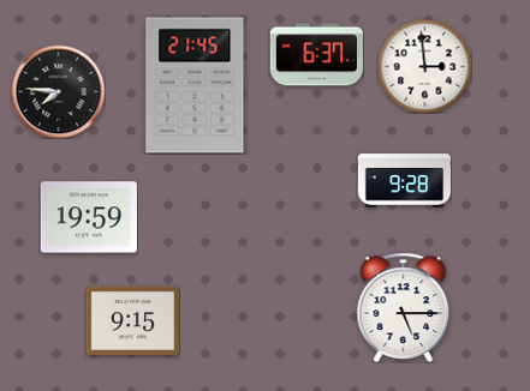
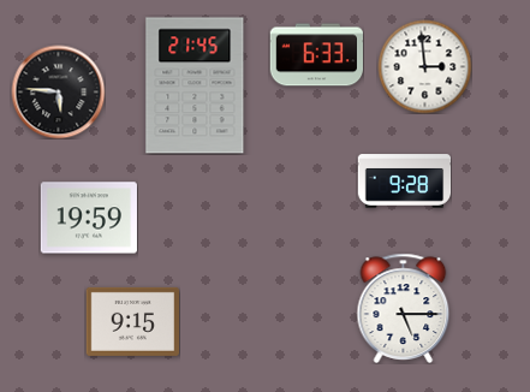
clock at (316, 55): 6:37 -> 6:33
clock at (58, 91): 7:46 -> 5:46
